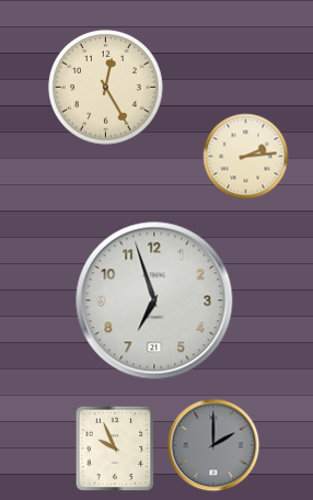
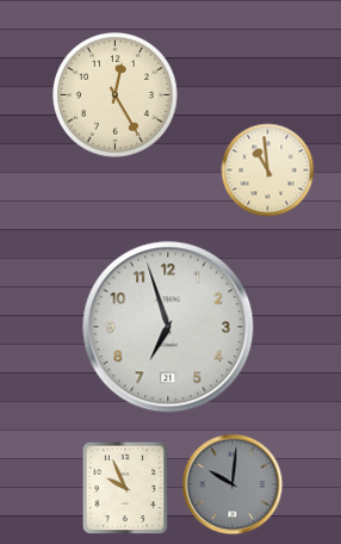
clock at (246, 157): 2:14 -> 10:59
clock at (213, 445): 2:00 -> 10:01
